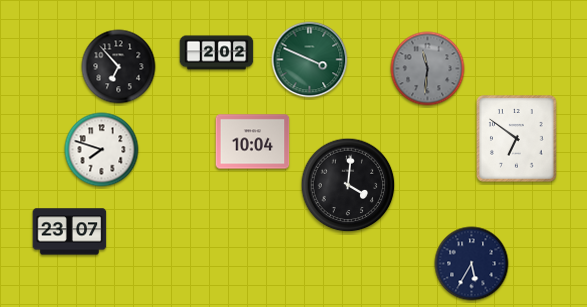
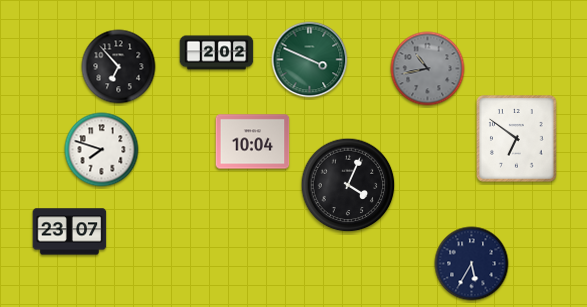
clock at (428, 69): 11:31 -> 10:43
clock at (348, 185): 4:01 -> 4:04
